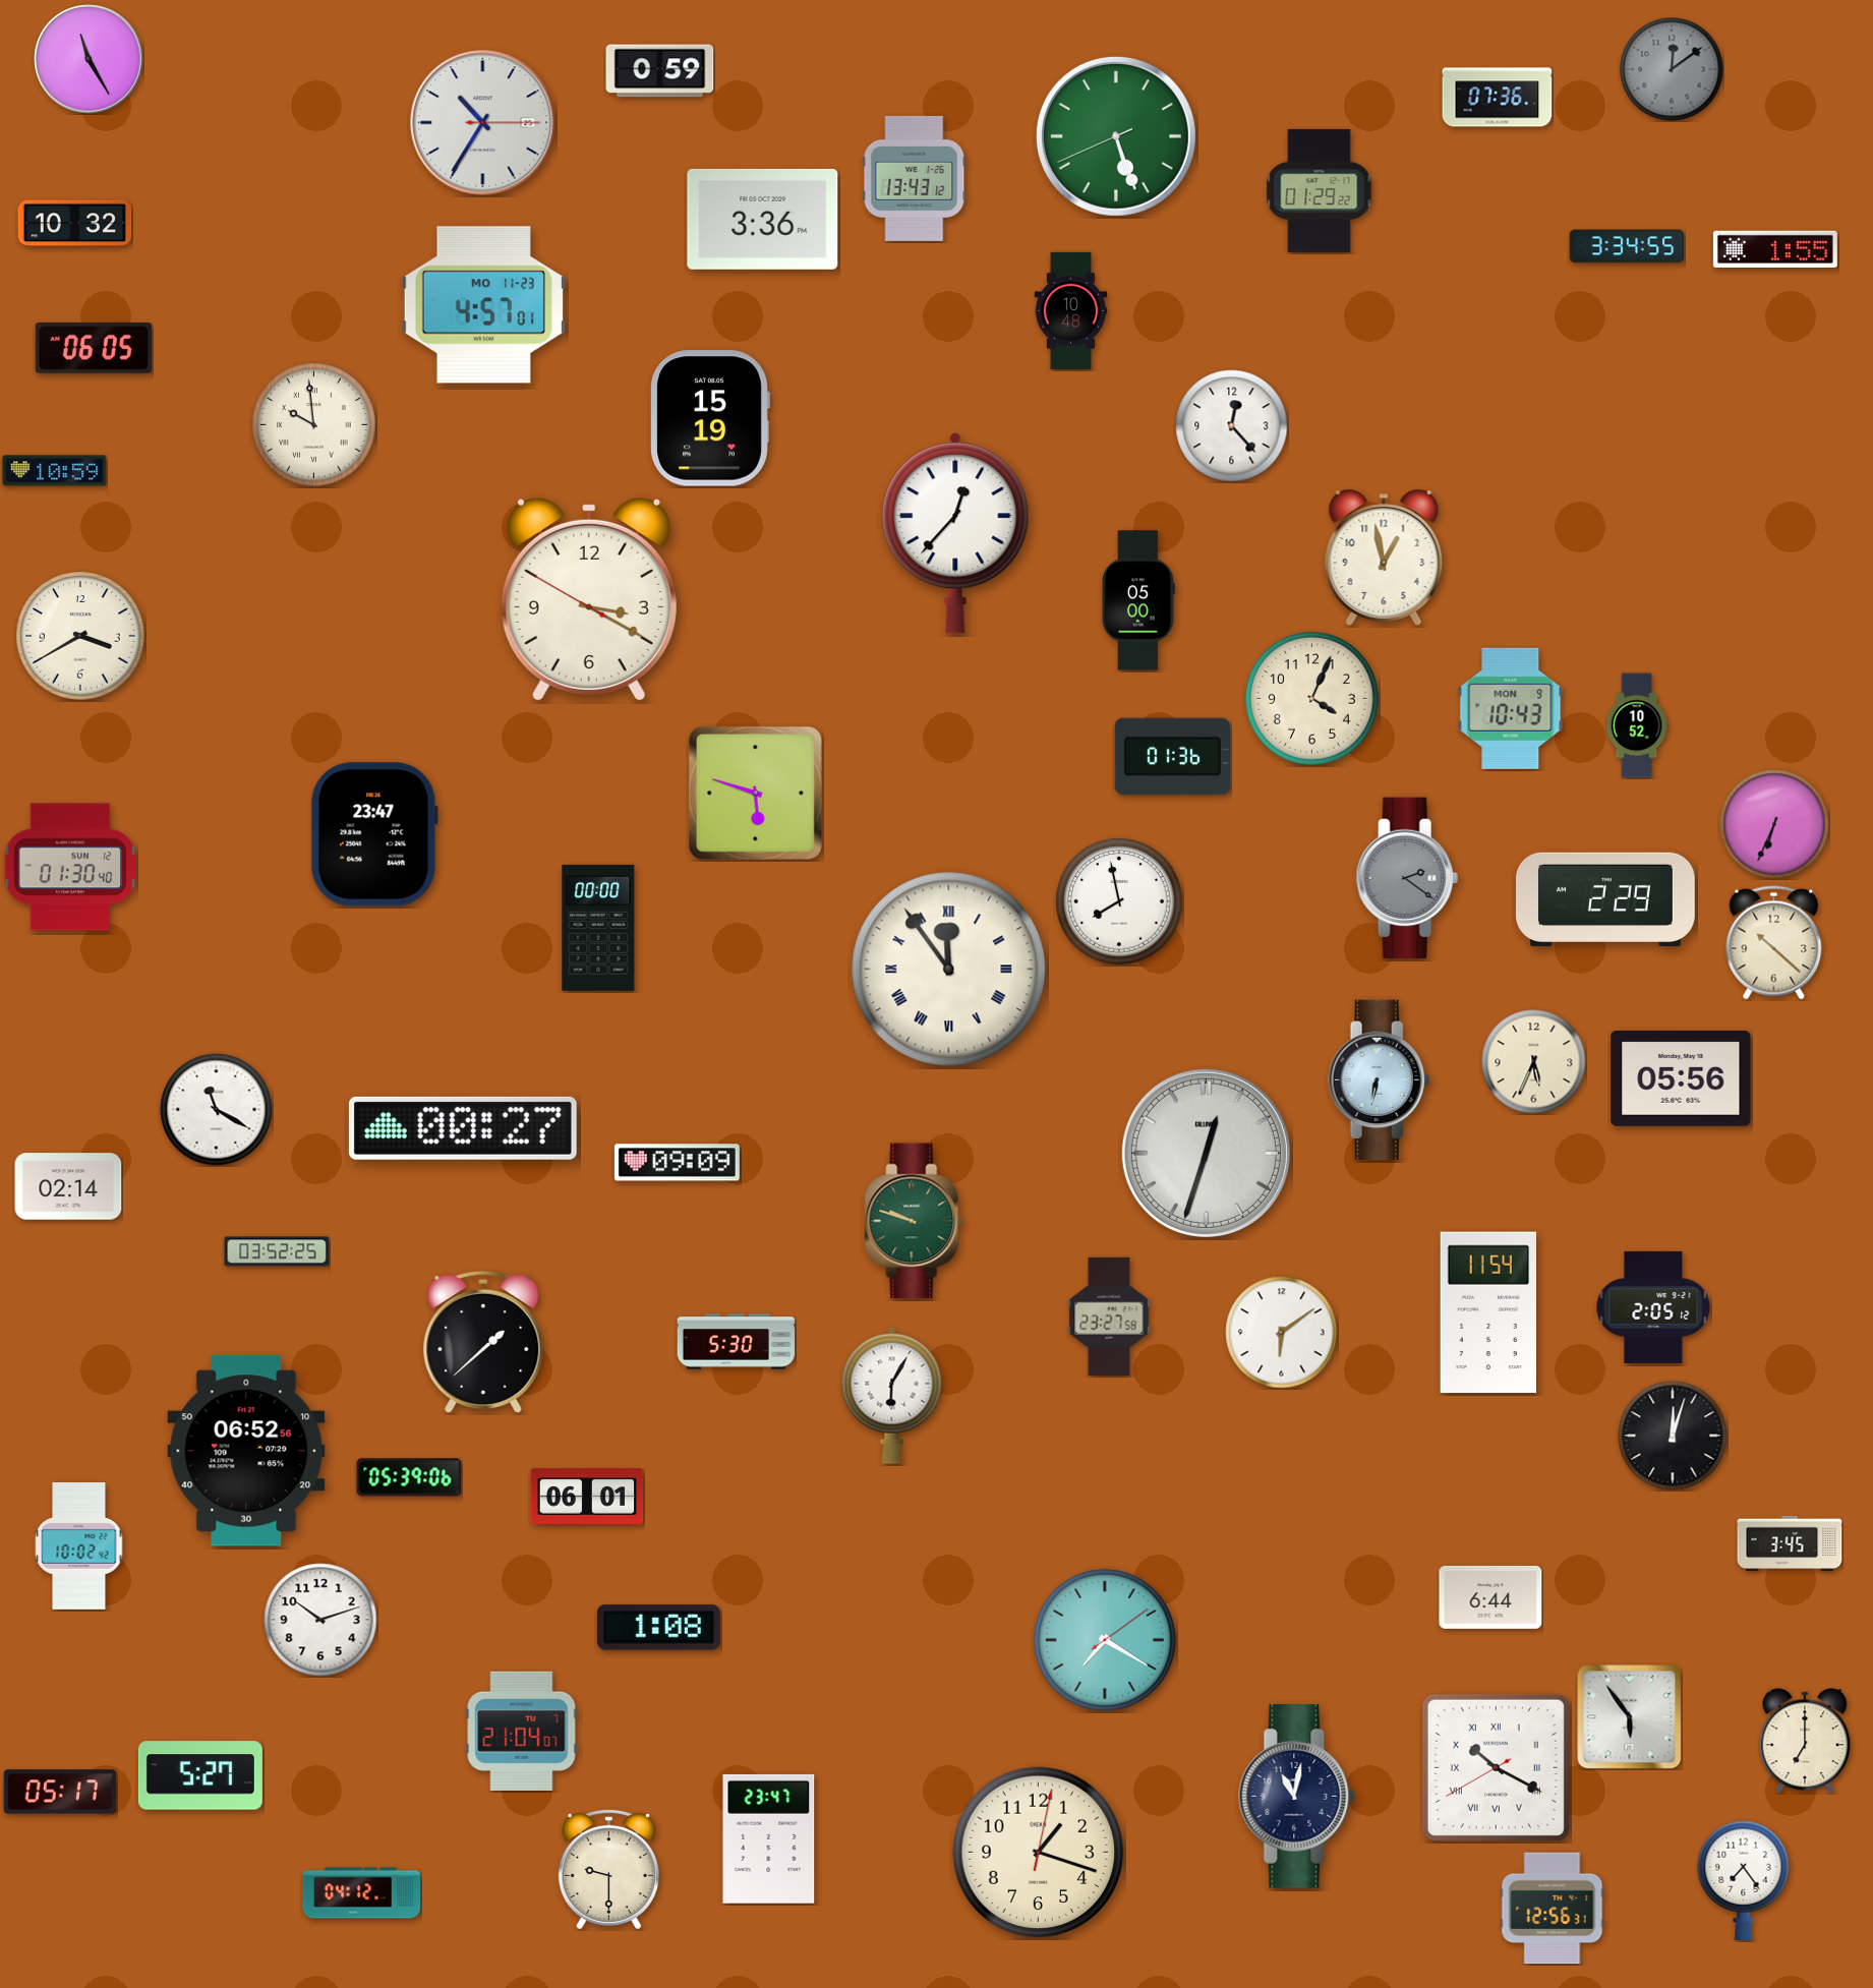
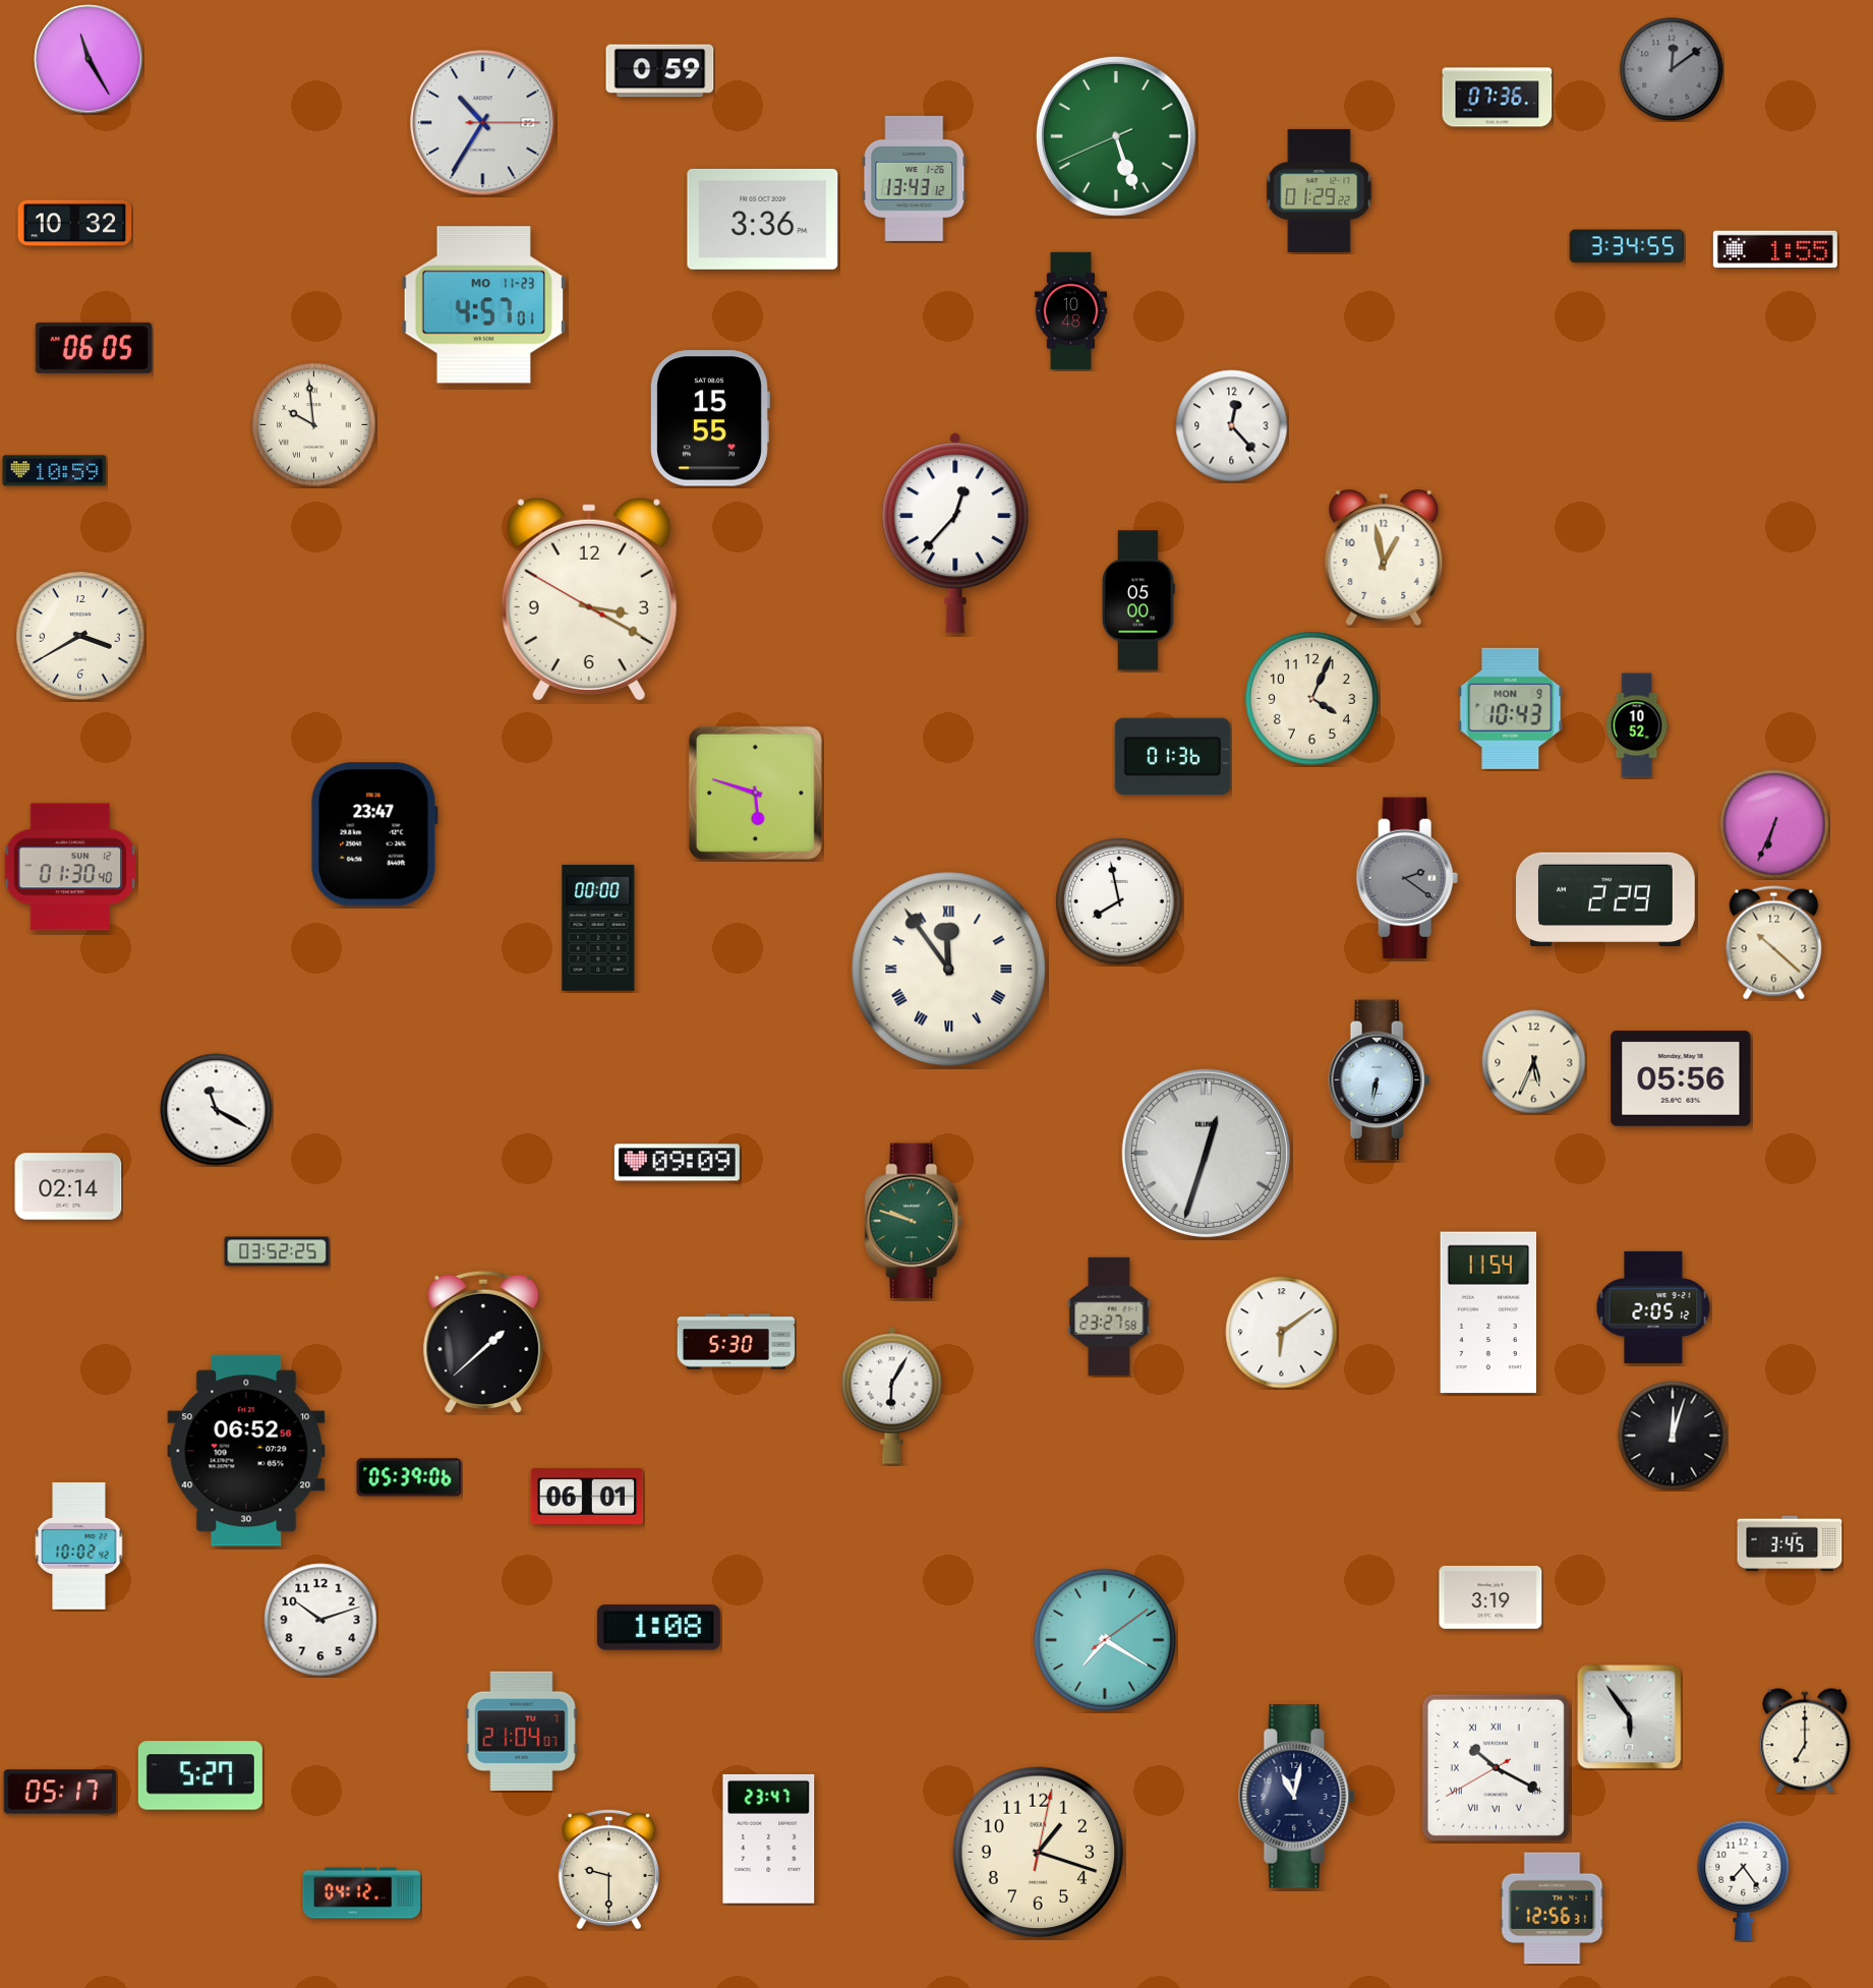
clock at (710, 418): 15:19 -> 15:55
clock at (463, 1128): 00:27 -> none
clock at (1490, 1597): 6:44 -> 3:19
